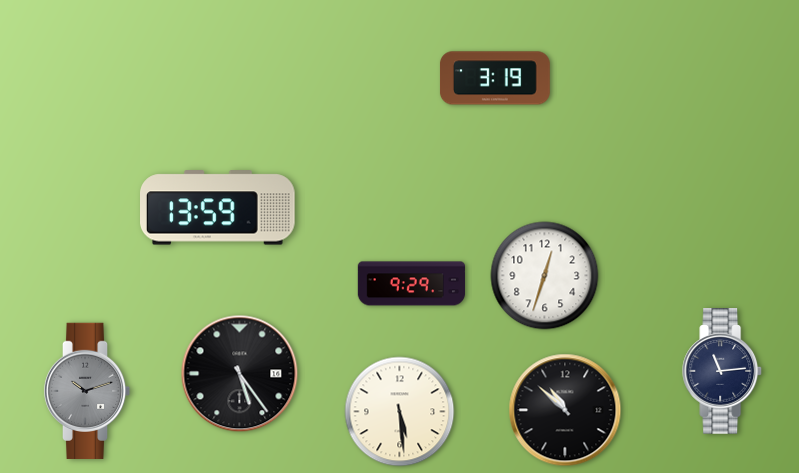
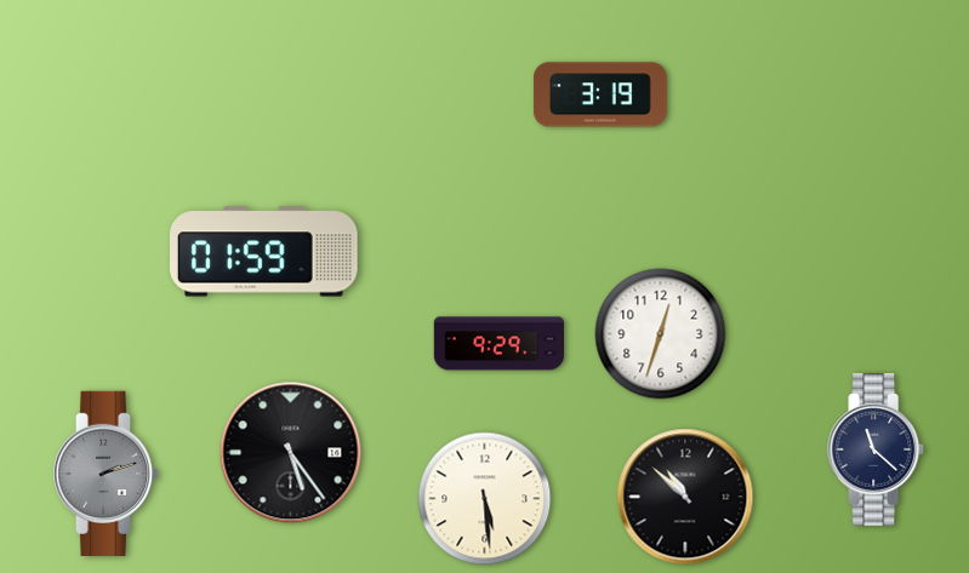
clock at (218, 208): 13:59 -> 01:59
clock at (723, 371): 11:14 -> 11:22
clock at (87, 391): 10:12 -> 2:12
